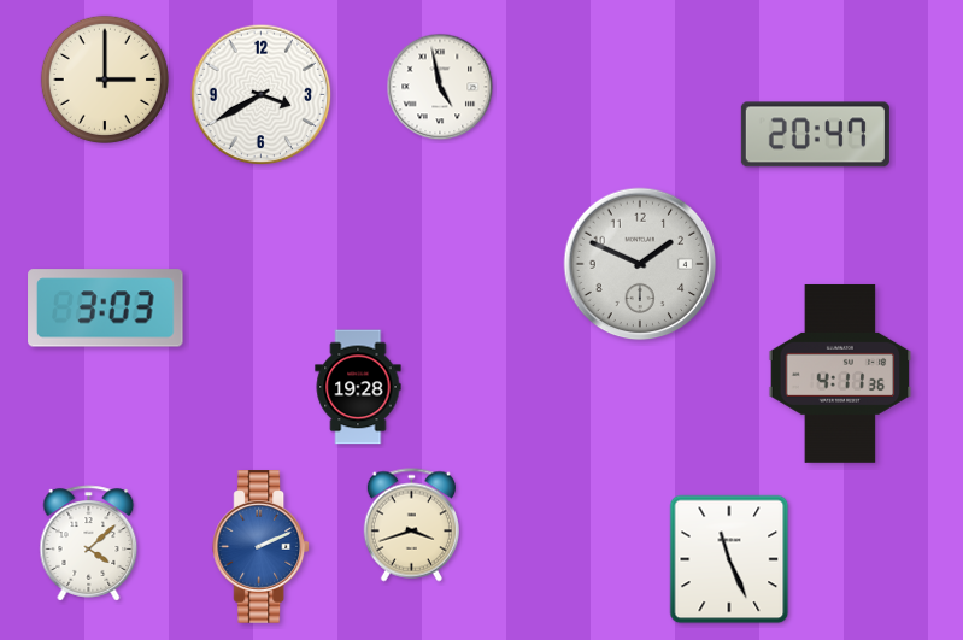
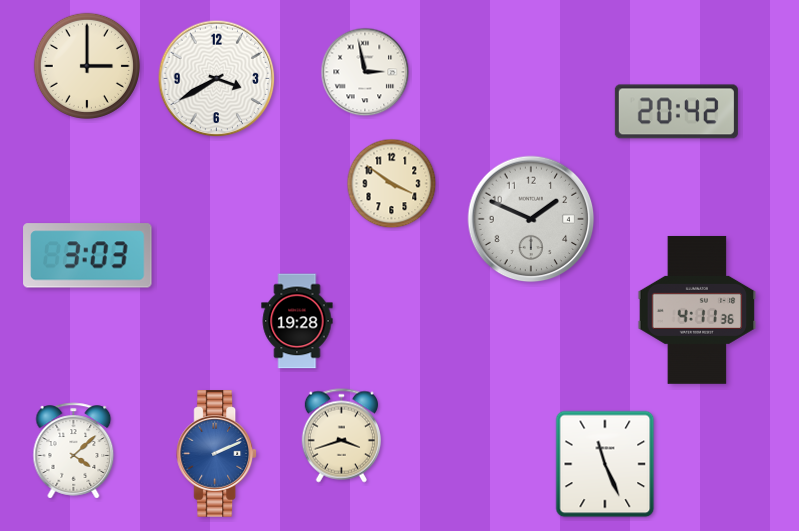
clock at (440, 87): 4:58 -> 2:58
clock at (815, 135): 20:47 -> 20:42
clock at (392, 184): none -> 3:51
